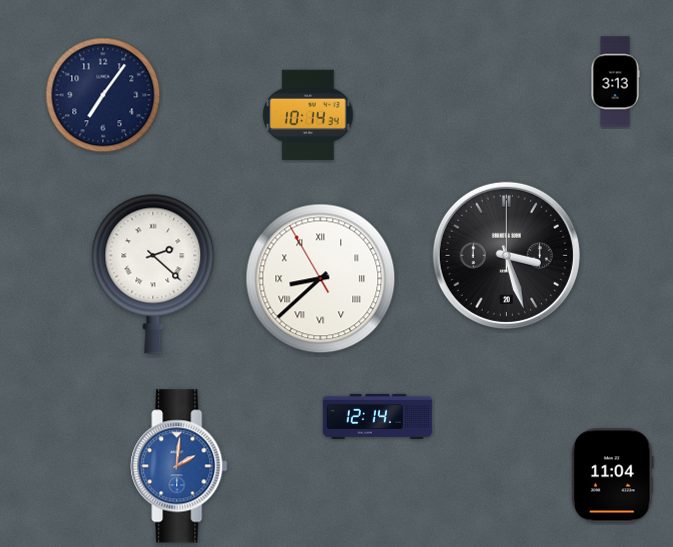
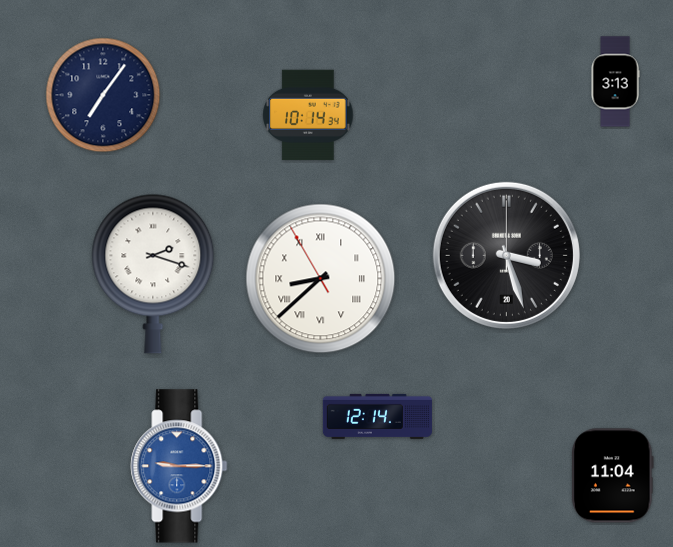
clock at (153, 274): 2:22 -> 2:18
clock at (179, 466): 2:01 -> 9:15
